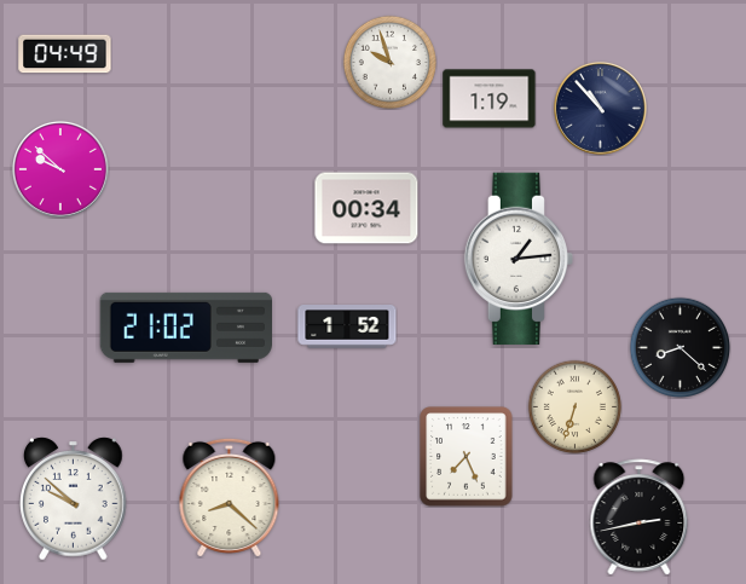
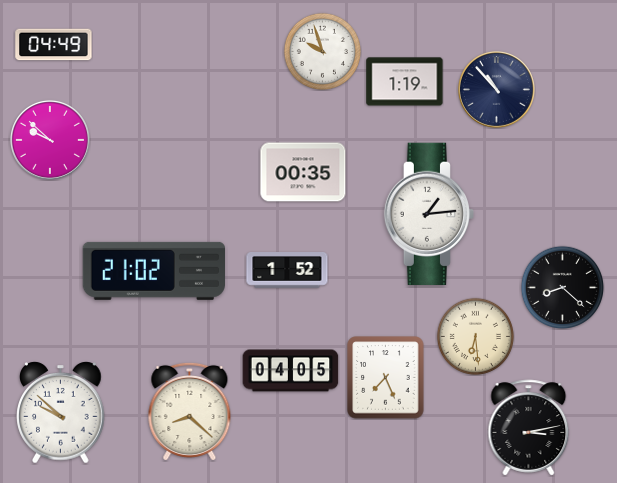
clock at (366, 208): 00:34 -> 00:35
clock at (574, 406): 6:33 -> 6:29
clock at (291, 371): none -> 04:05
clock at (640, 517): 2:43 -> 3:13
